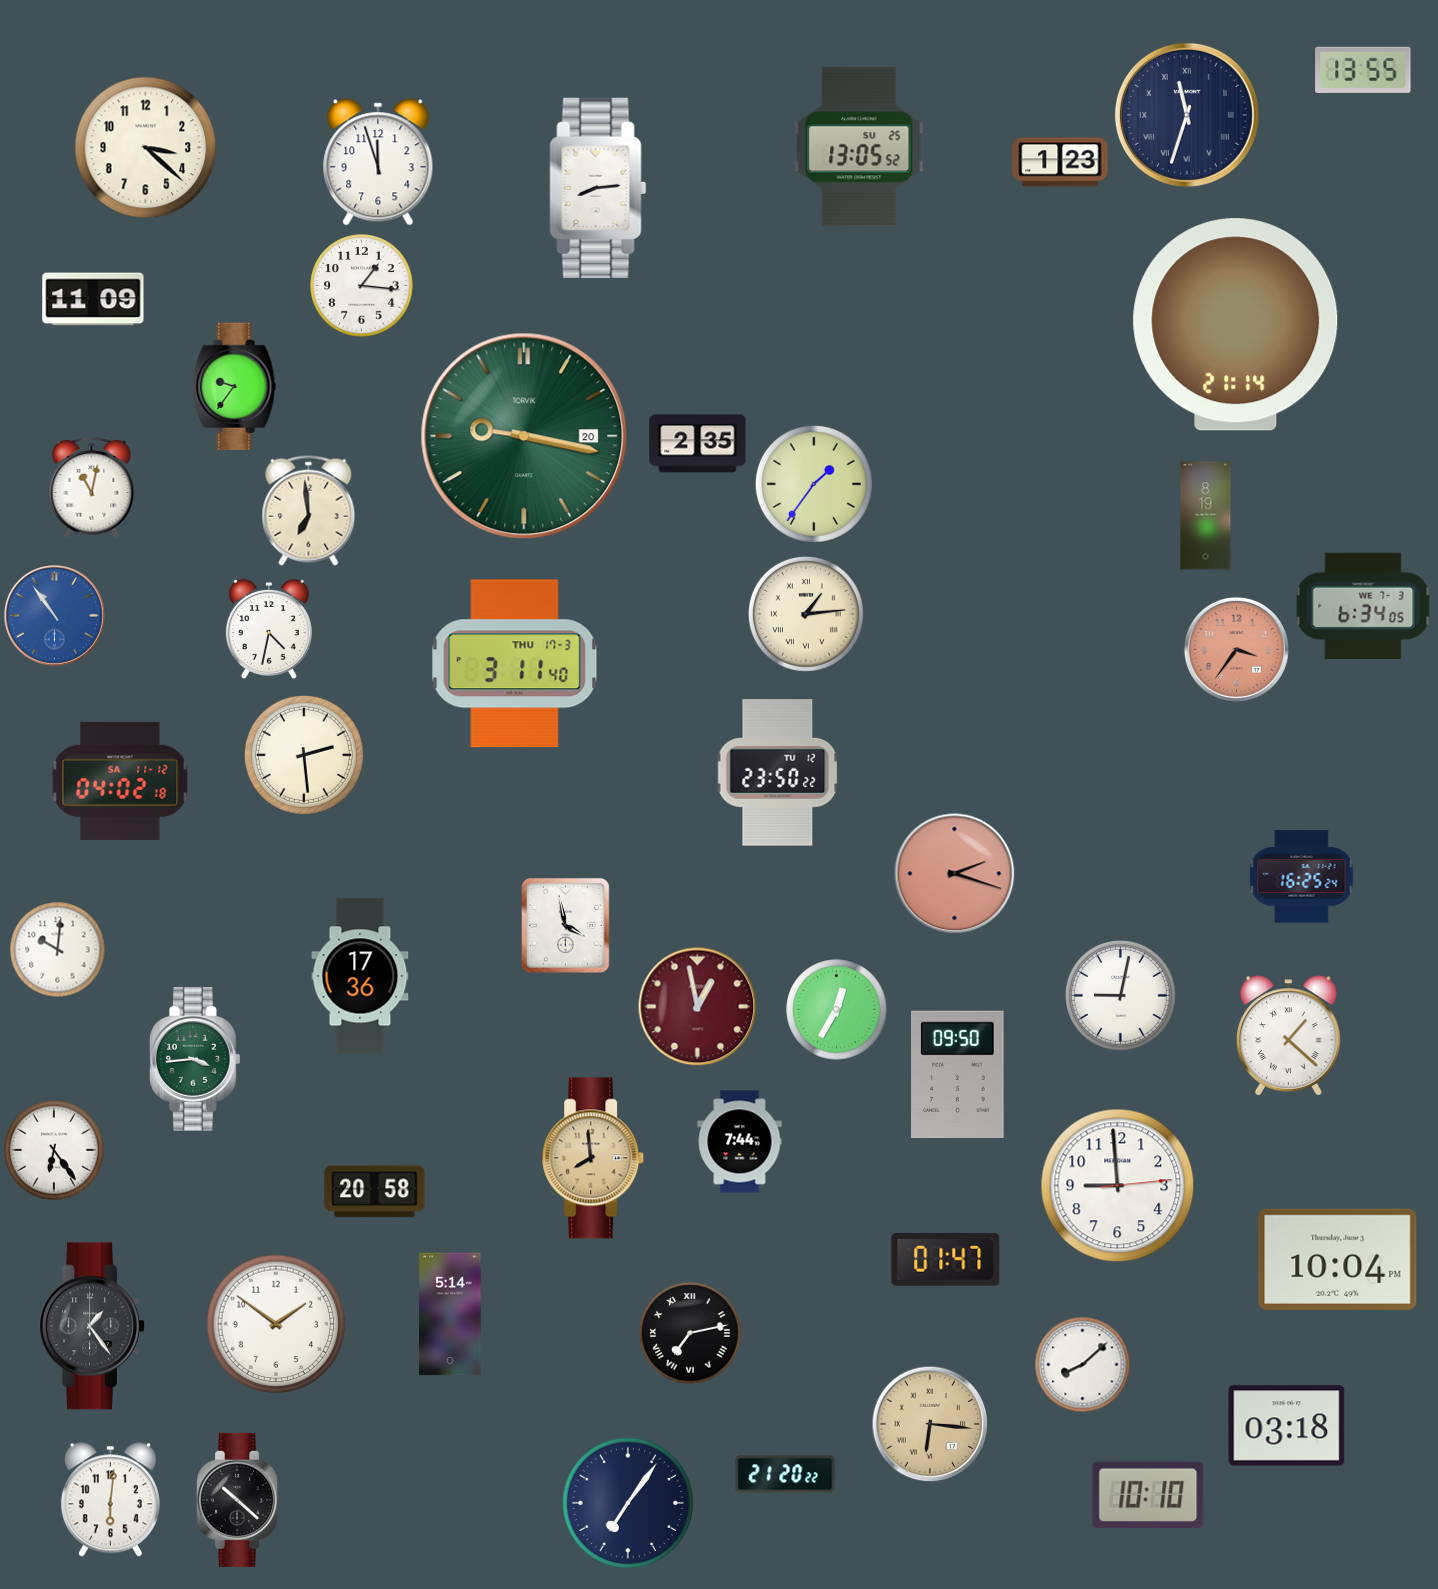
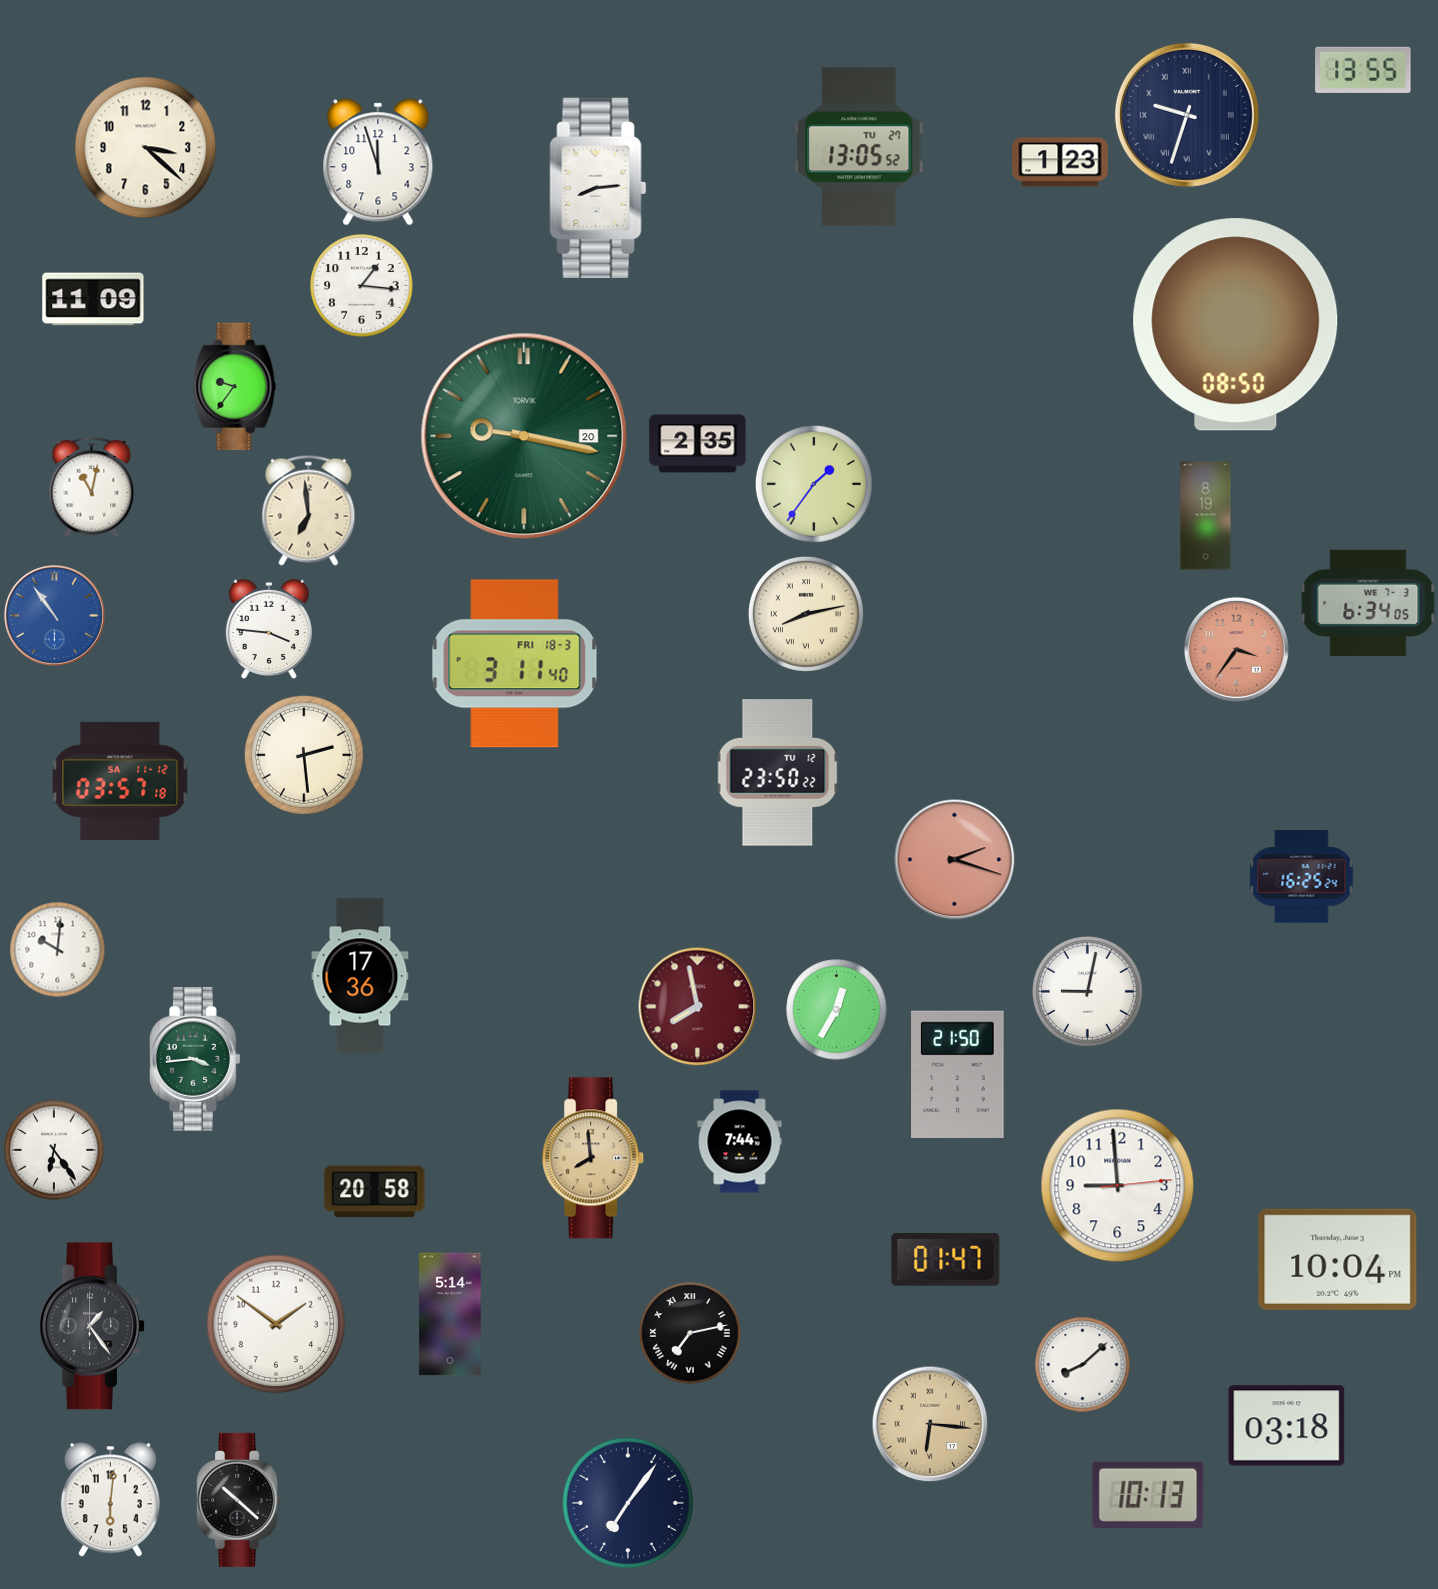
clock at (1187, 115): 11:33 -> 9:33
clock at (859, 147) date: SU 25 -> TU 27
clock at (1236, 325): 21:14 -> 08:50
clock at (1363, 605) position: (1363, 605) -> (1368, 602)
clock at (806, 614): 1:14 -> 8:13
clock at (269, 629): 4:32 -> 3:46
clock at (515, 664) date: THU 17-3 -> FRI 18-3
clock at (120, 781): 04:02 -> 03:57
clock at (955, 874) position: (955, 874) -> (955, 860)
clock at (566, 926): 3:58 -> none
clock at (1121, 996) position: (1121, 996) -> (1088, 992)
clock at (698, 1007): 12:58 -> 7:58
clock at (1289, 1036): 1:22 -> none
clock at (958, 1074): 09:50 -> 21:50
clock at (785, 1474): 21:20 -> none
clock at (1148, 1495): 10:10 -> 10:13
